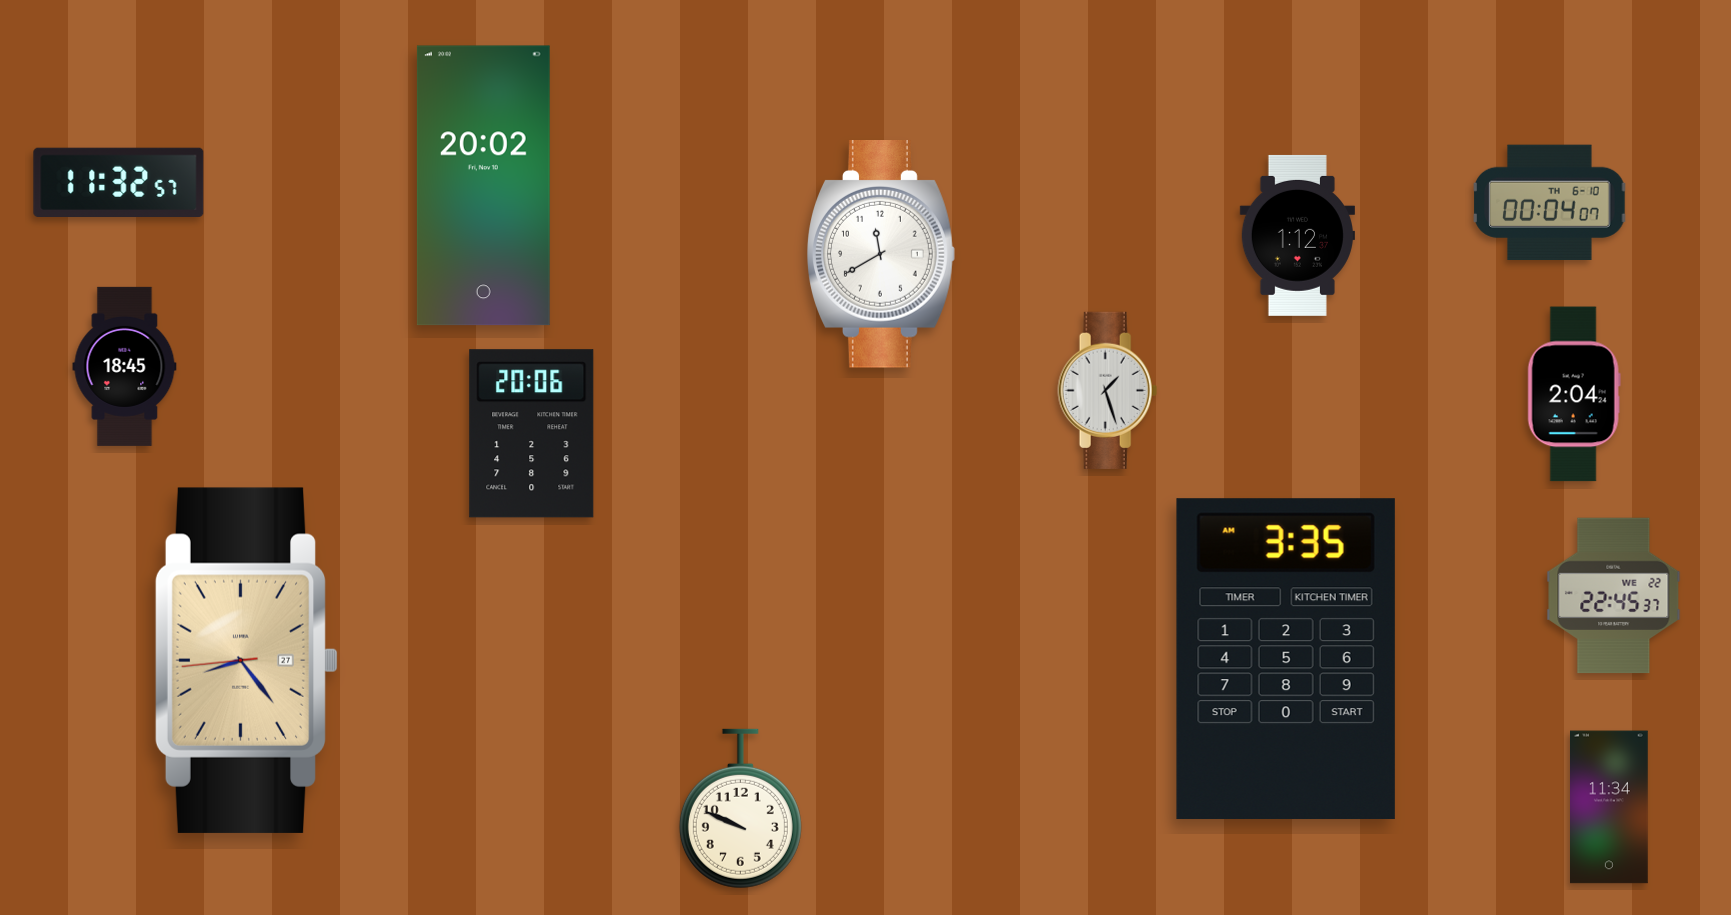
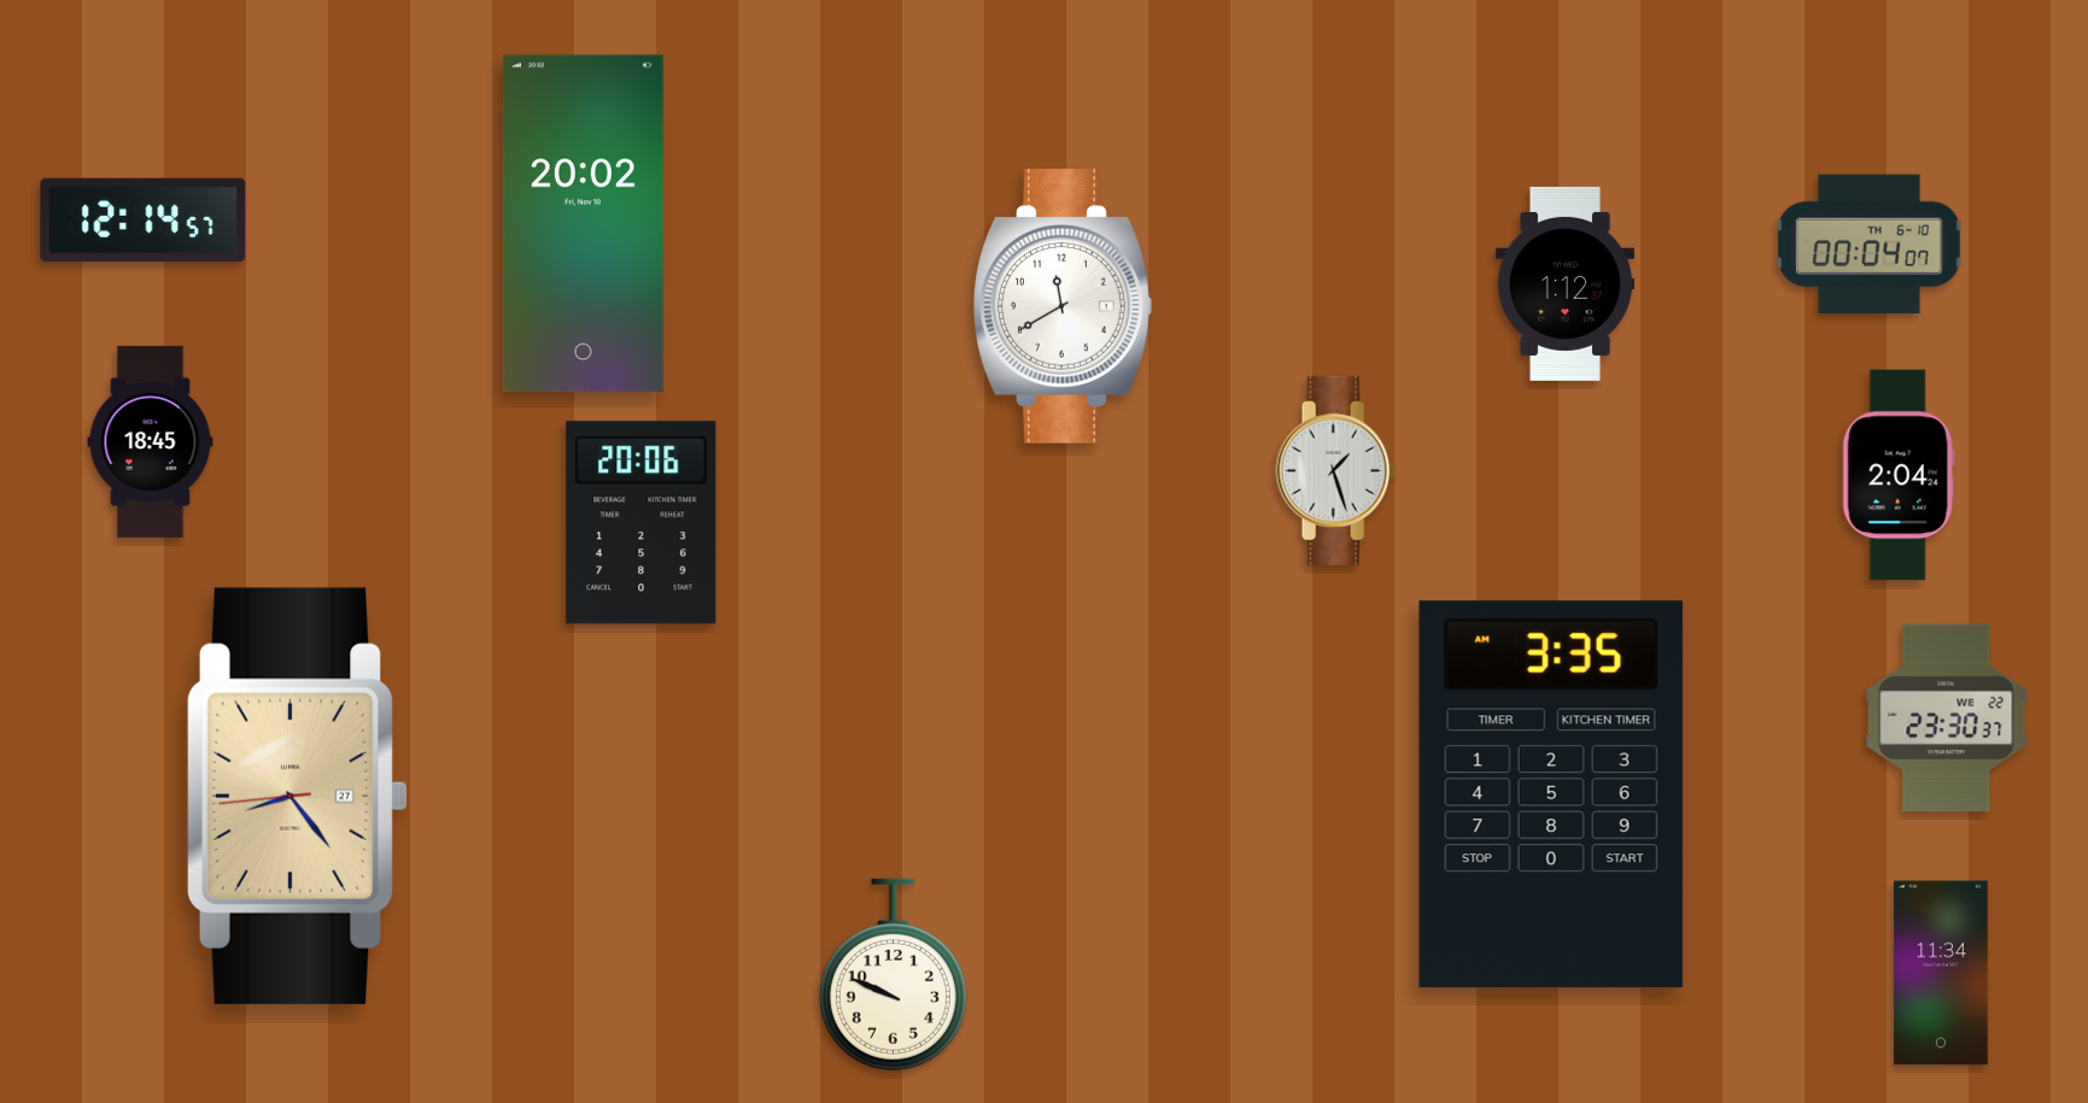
clock at (119, 183): 11:32 -> 12:14
clock at (1614, 596): 22:45 -> 23:30
